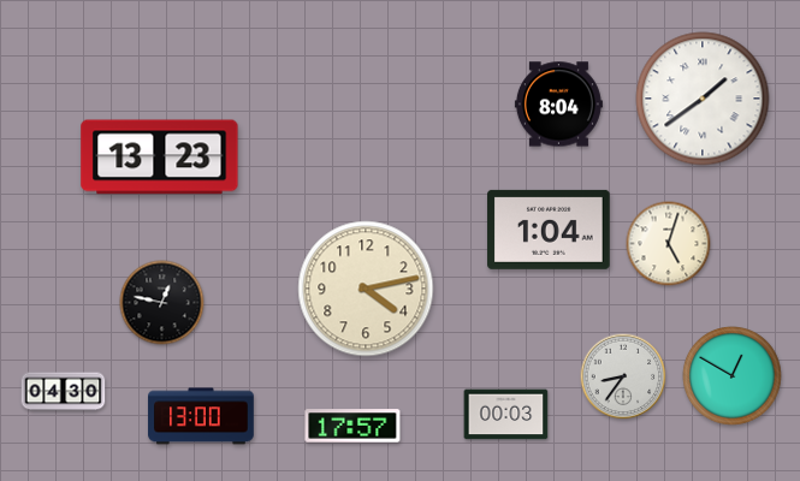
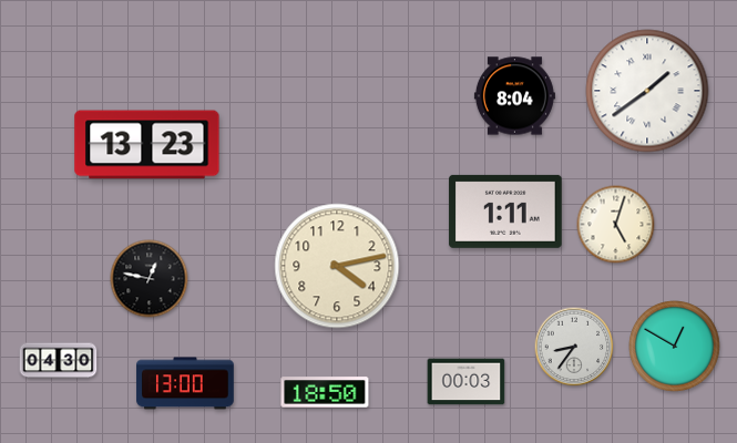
clock at (549, 230): 1:04 -> 1:11
clock at (352, 426): 17:57 -> 18:50
